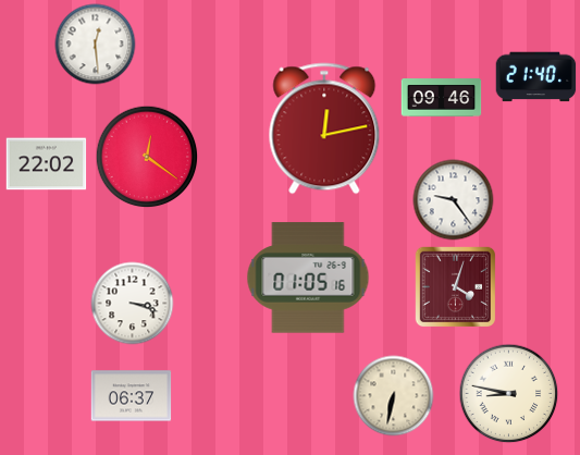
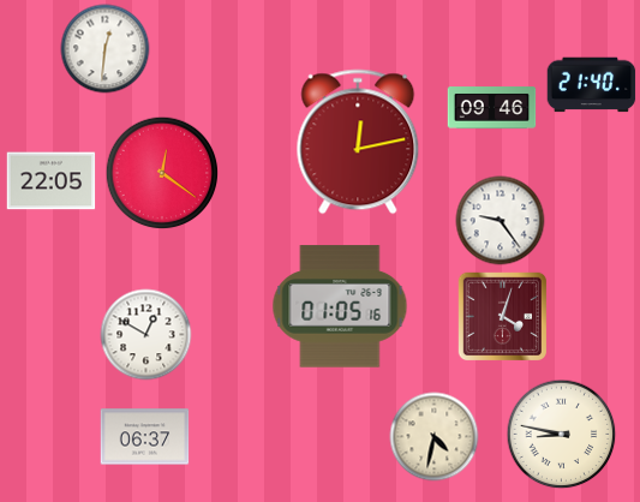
clock at (96, 45): 12:29 -> 12:31
clock at (442, 98) position: (442, 98) -> (492, 108)
clock at (47, 164): 22:02 -> 22:05
clock at (133, 304): 3:18 -> 12:50
clock at (394, 396): 6:32 -> 4:32
